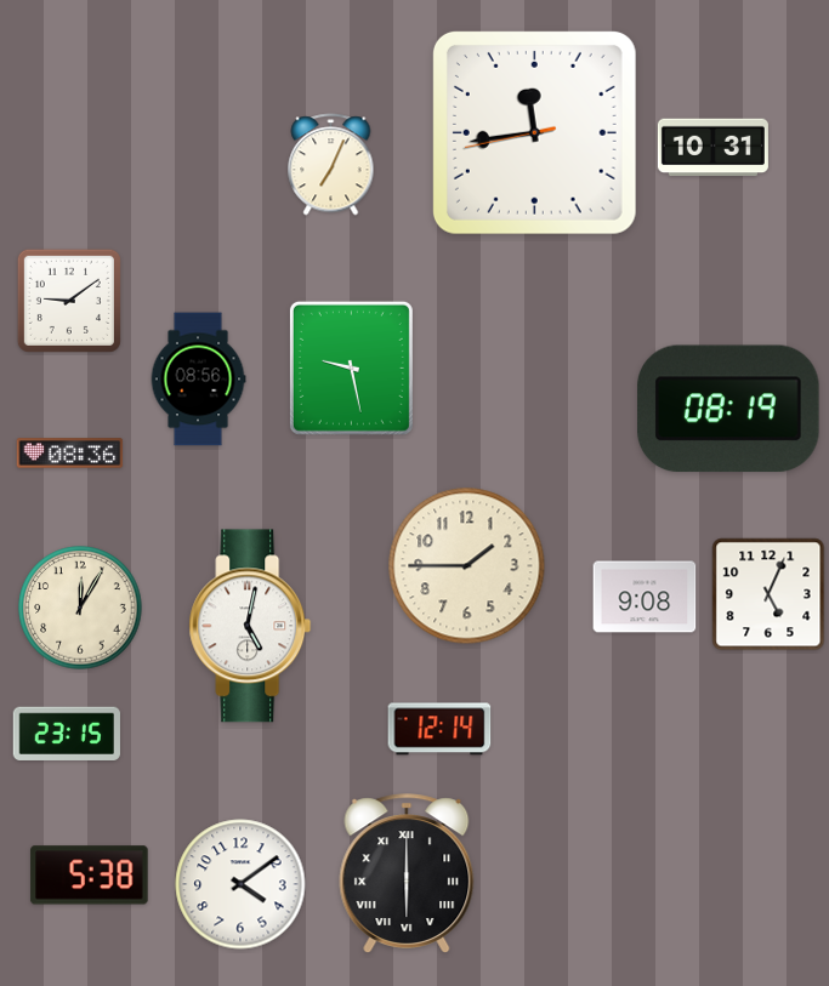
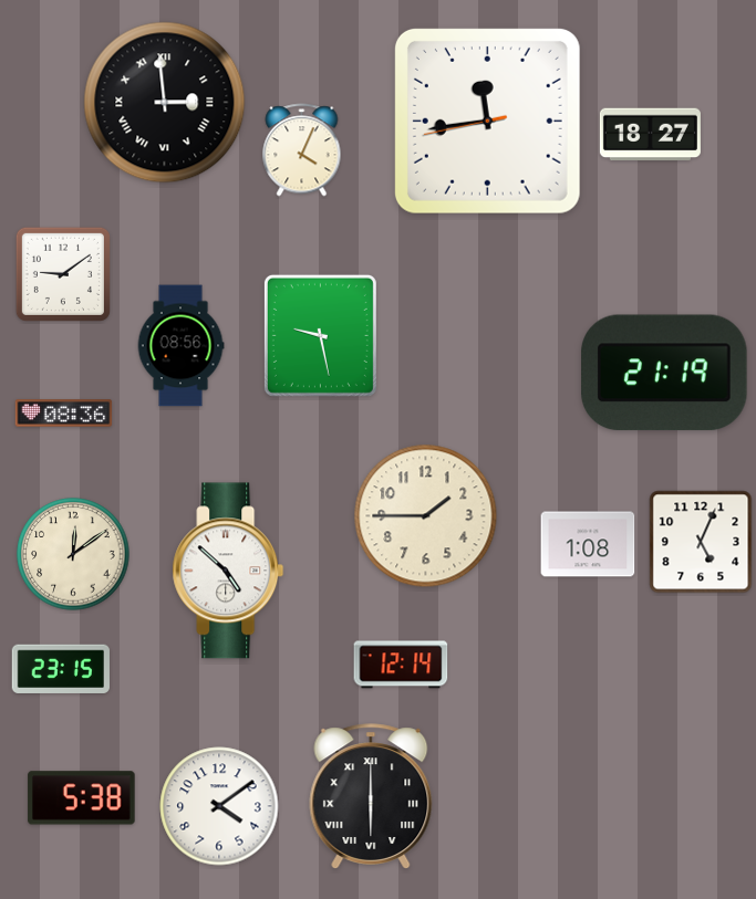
clock at (165, 103): none -> 2:59
clock at (712, 148): 10:31 -> 18:27
clock at (331, 165): 7:04 -> 4:04
clock at (728, 409): 08:19 -> 21:19
clock at (645, 597): 9:08 -> 1:08
clock at (80, 608): 12:05 -> 12:09
clock at (250, 626): 5:02 -> 4:52
